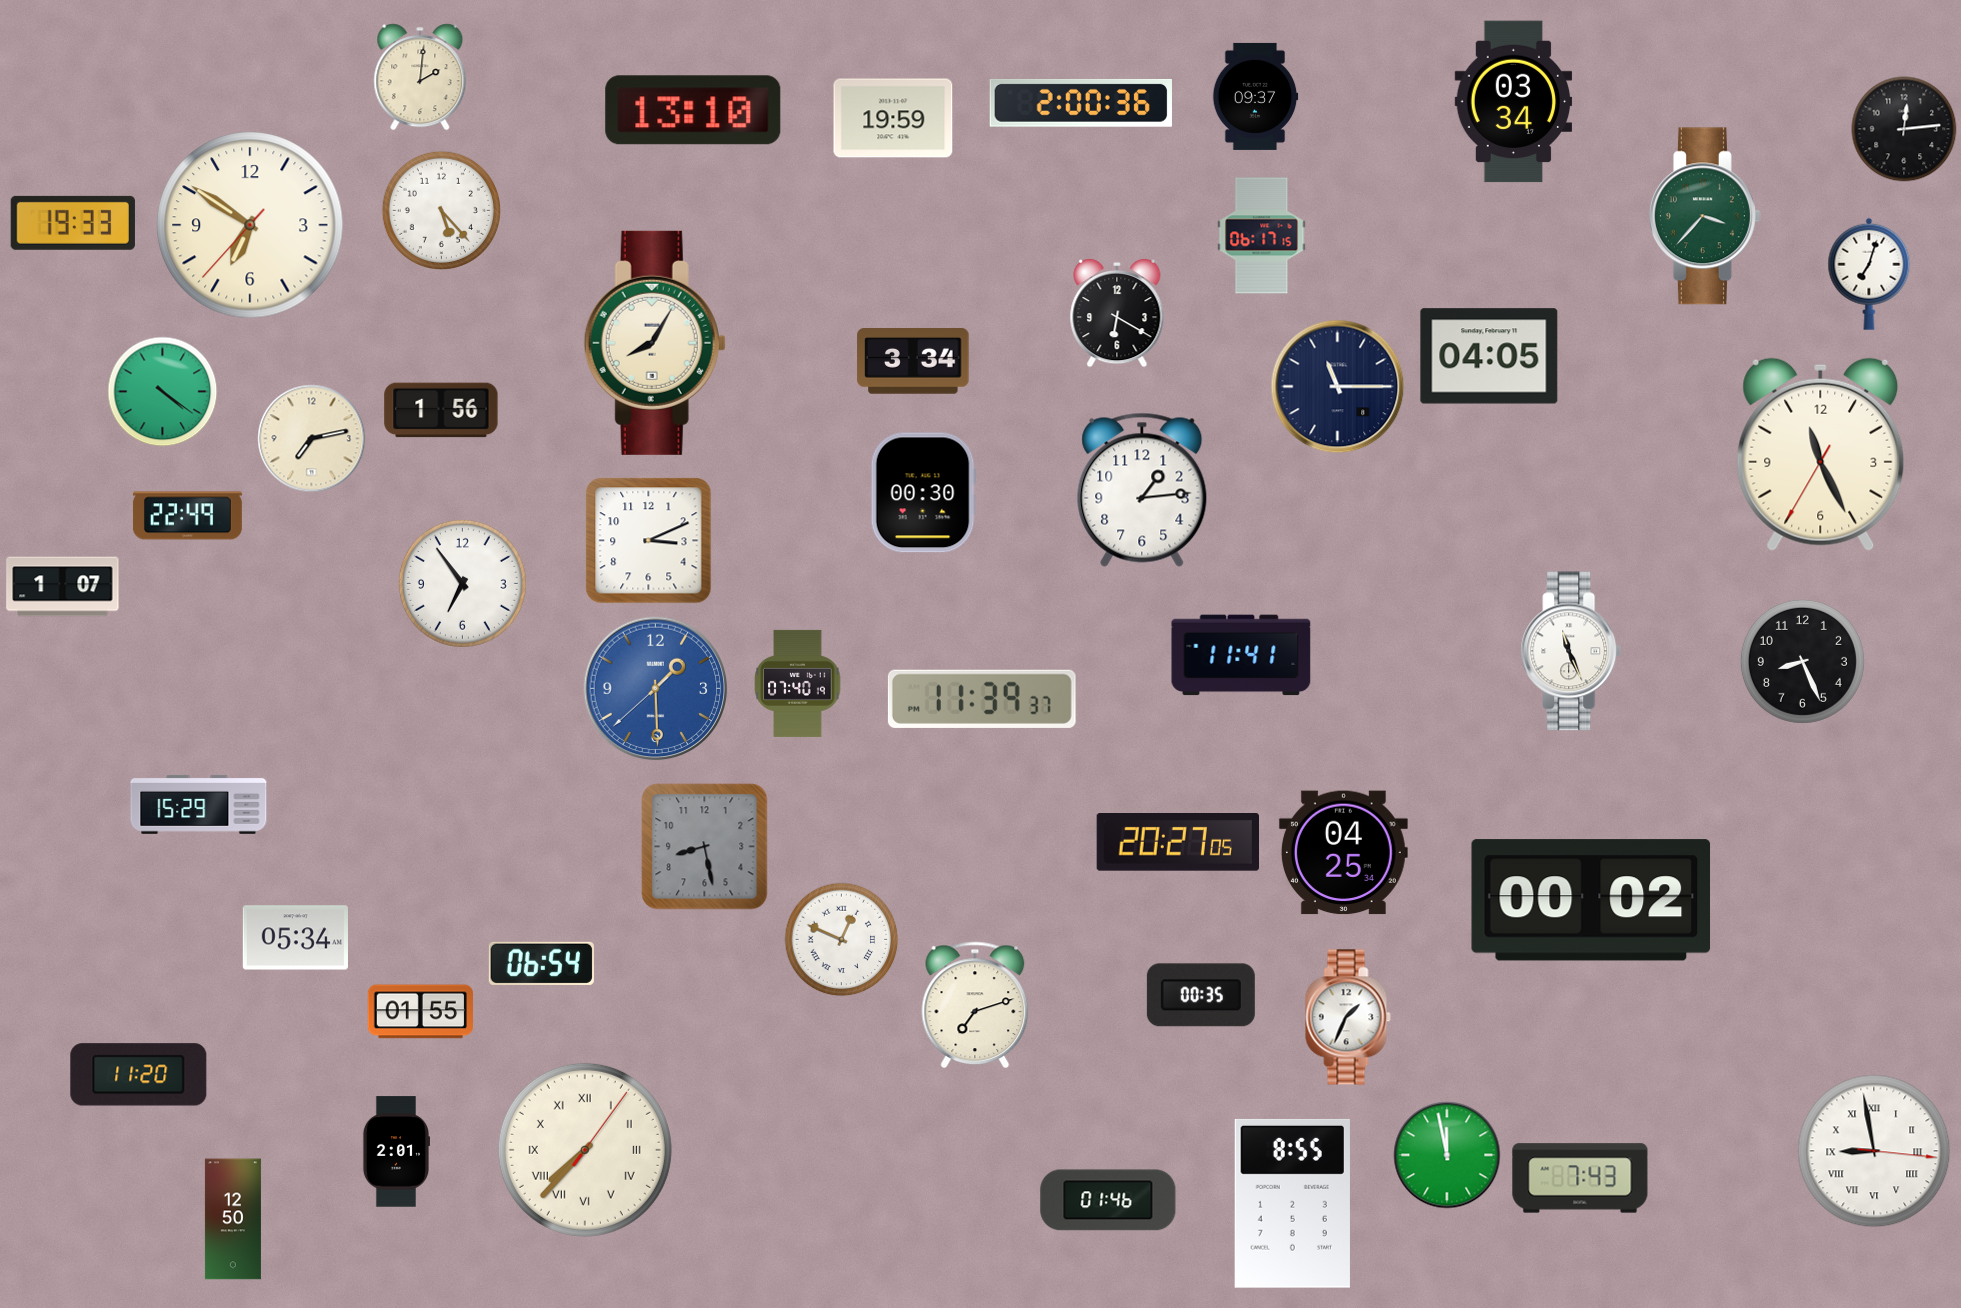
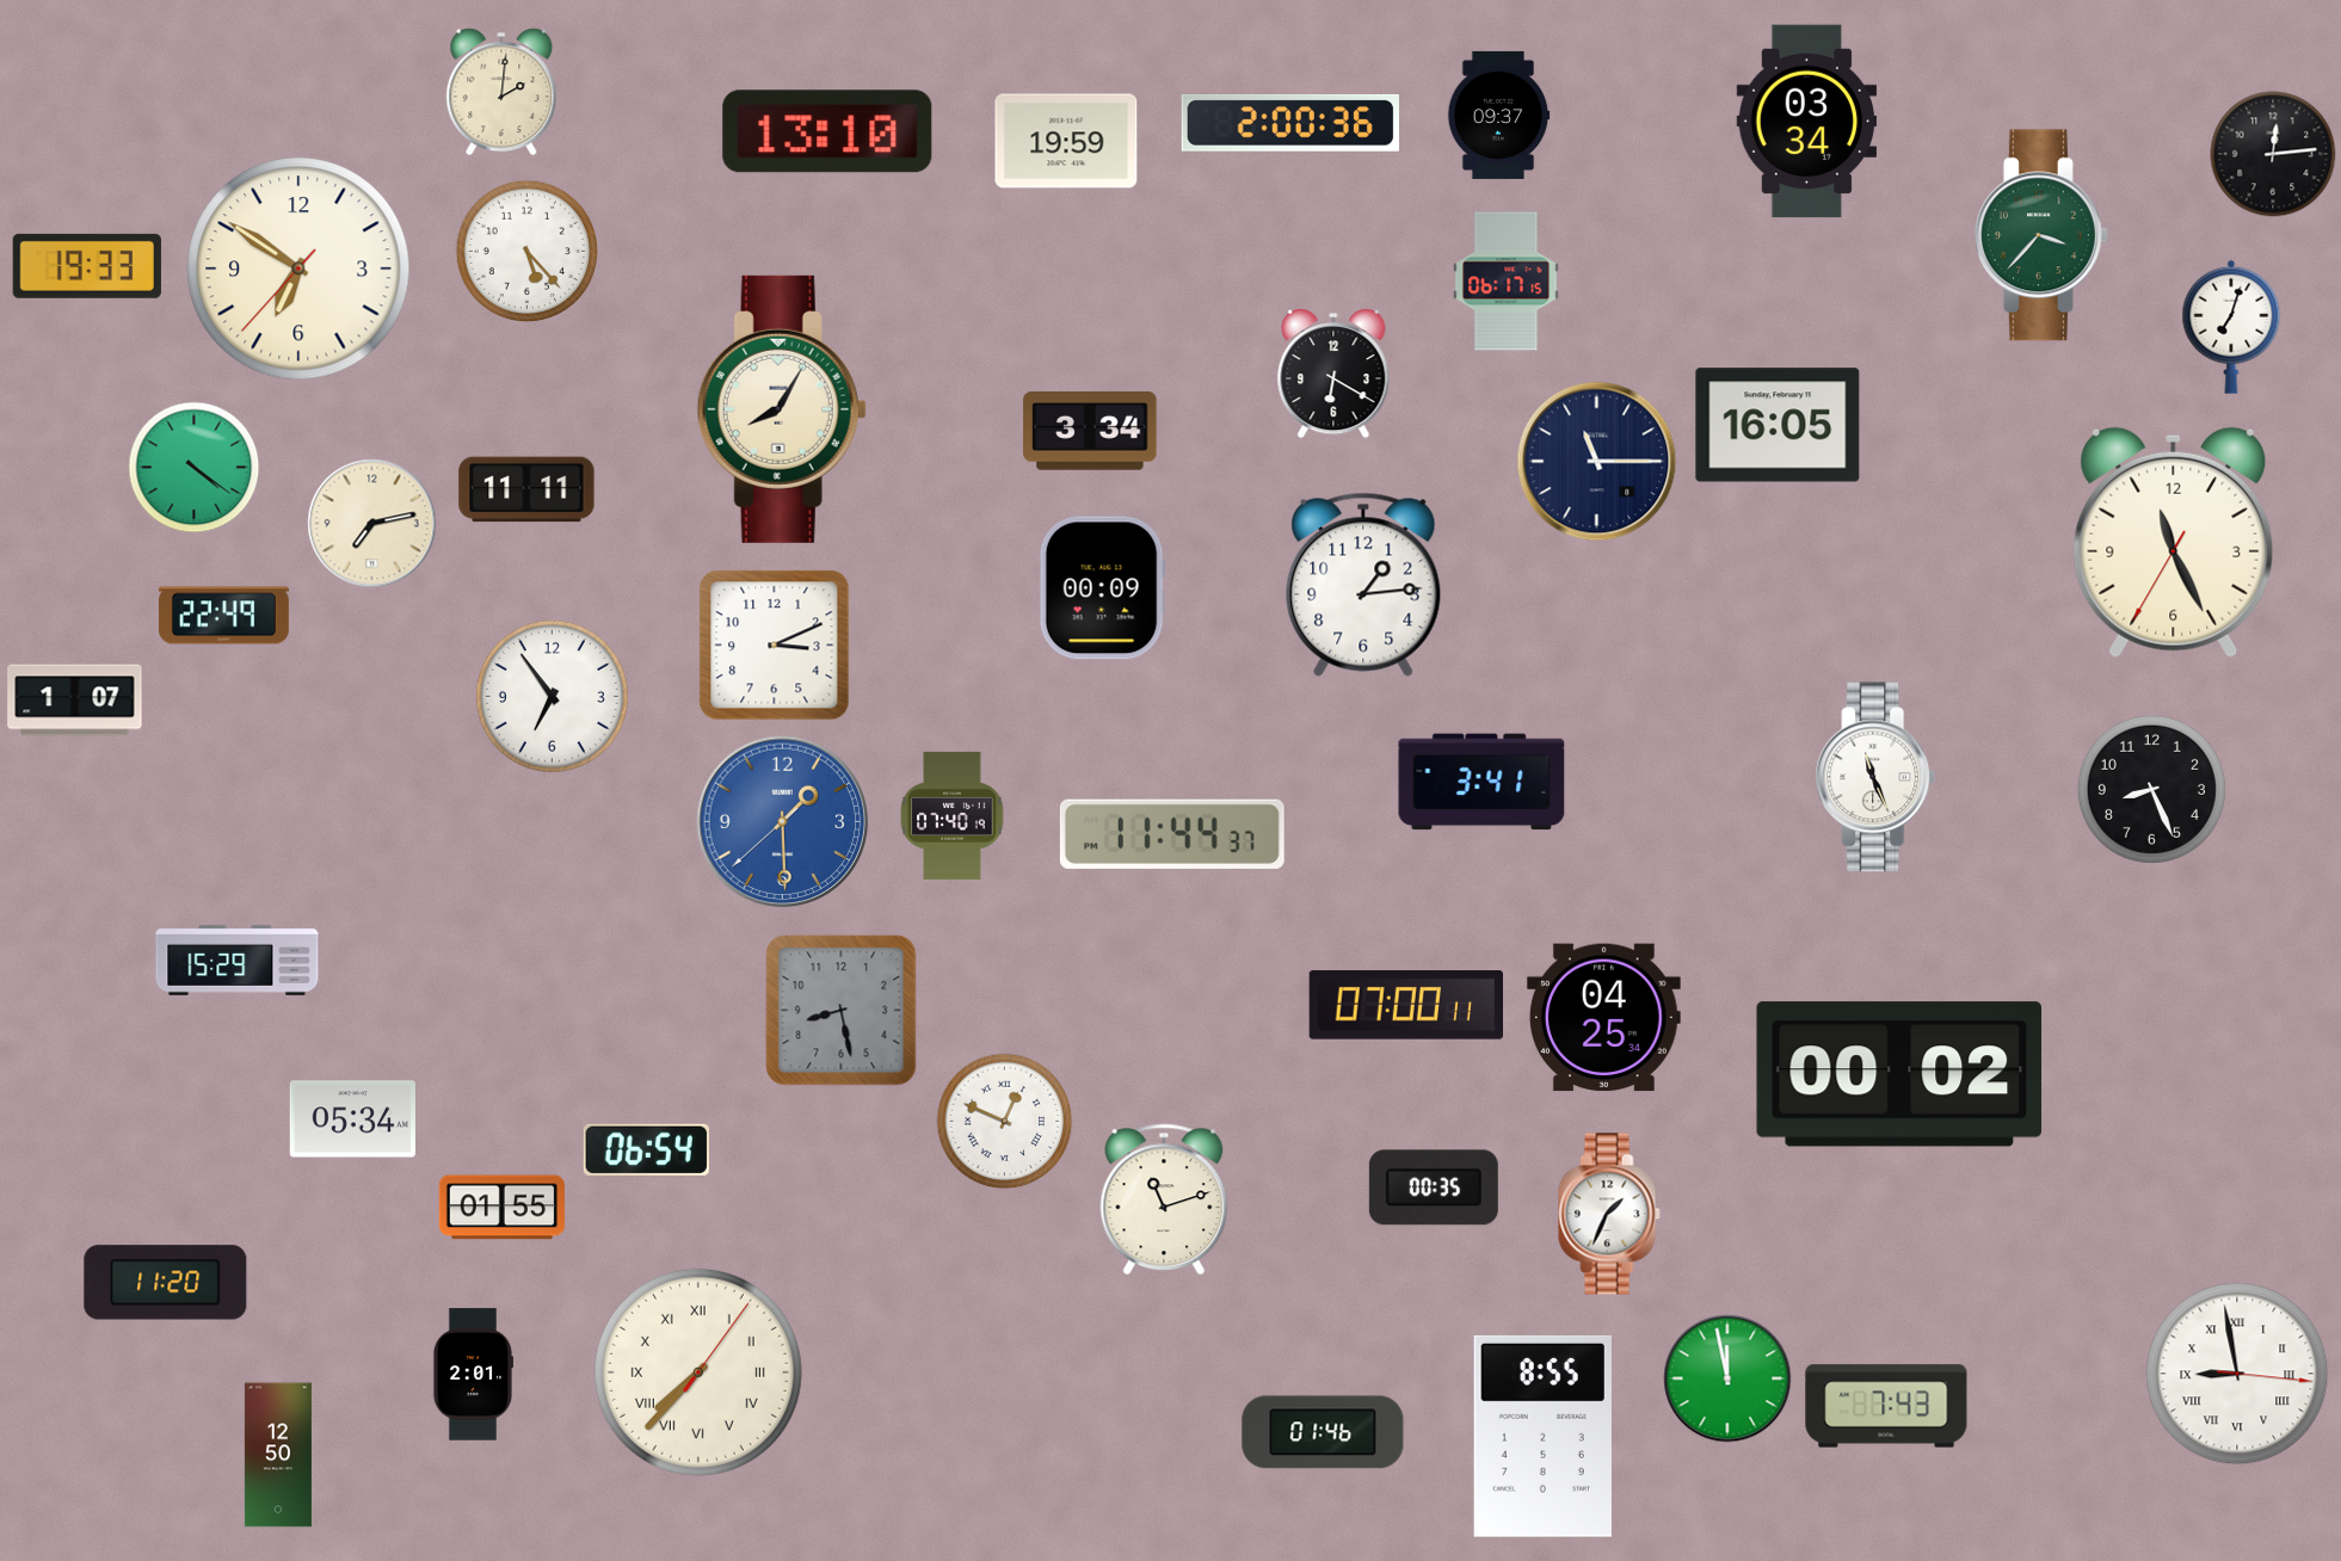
clock at (1705, 216) position: (1705, 216) -> (2041, 235)
clock at (1489, 356): 04:05 -> 16:05
clock at (441, 410): 1:56 -> 11:11
clock at (923, 493): 00:30 -> 00:09
clock at (1241, 655): 11:41 -> 3:41
clock at (982, 699): 11:39 -> 11:44
clock at (1177, 843): 20:27 -> 07:00
clock at (975, 1005): 7:12 -> 11:12
